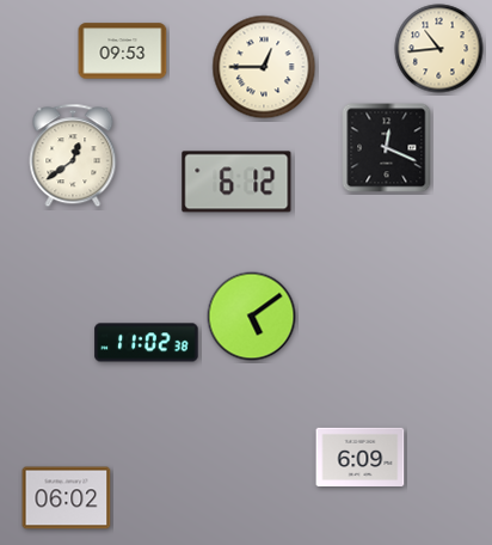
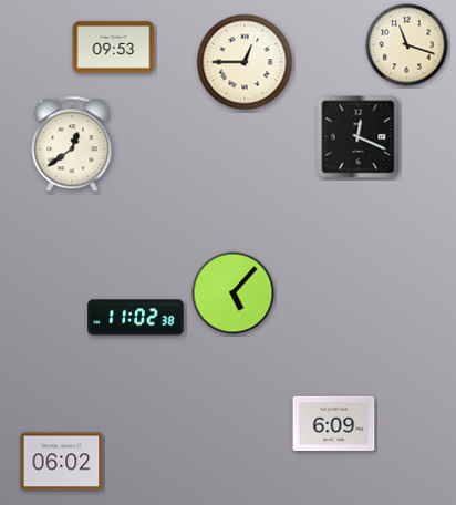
clock at (439, 49): 10:44 -> 11:18
clock at (73, 155) position: (73, 155) -> (72, 144)
clock at (236, 182): 6:12 -> none
clock at (252, 317): 5:09 -> 5:07
